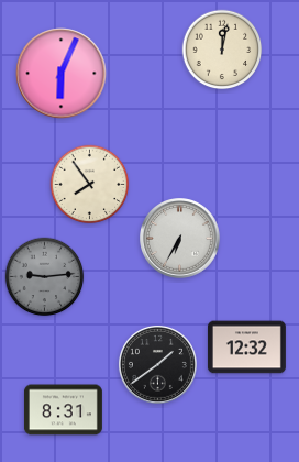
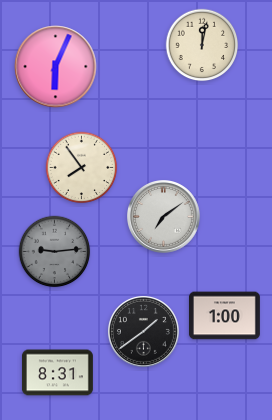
clock at (180, 239): 6:35 -> 7:09
clock at (45, 277) position: (45, 277) -> (55, 252)
clock at (246, 348): 12:32 -> 1:00
